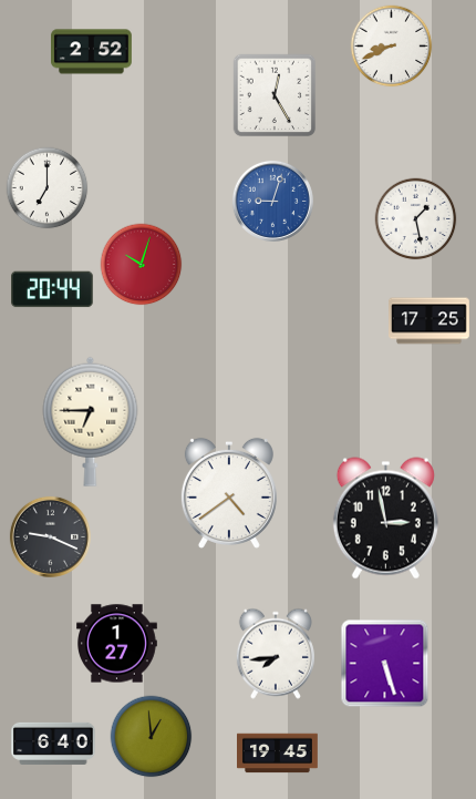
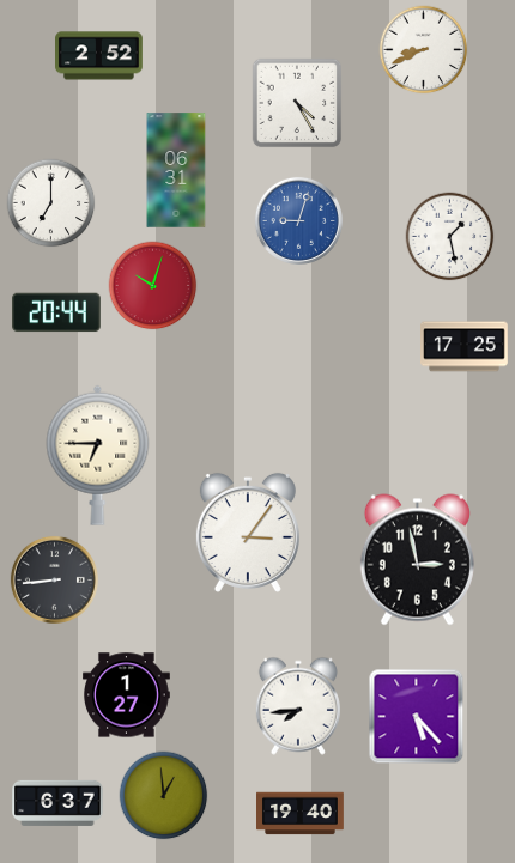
clock at (275, 95): 12:25 -> 4:25
clock at (176, 170): none -> 06:31
clock at (272, 201) position: (272, 201) -> (298, 220)
clock at (229, 493): 4:39 -> 3:06
clock at (50, 536): 9:19 -> 8:44
clock at (385, 664): 5:27 -> 5:23
clock at (53, 744): 6:40 -> 6:37
clock at (278, 754): 19:45 -> 19:40
